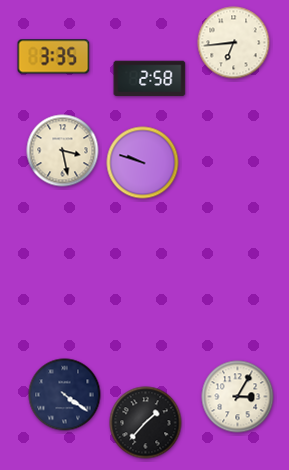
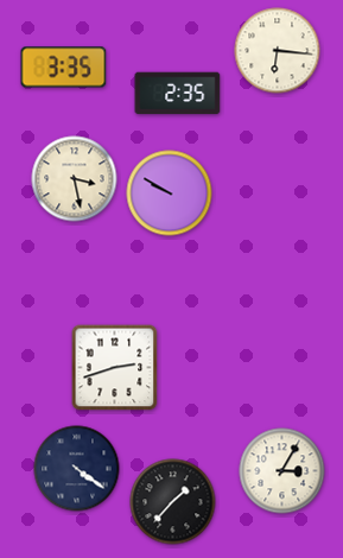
clock at (234, 43): 6:44 -> 6:16
clock at (150, 79): 2:58 -> 2:35
clock at (143, 163): 9:48 -> 9:50
clock at (115, 368): none -> 2:42
